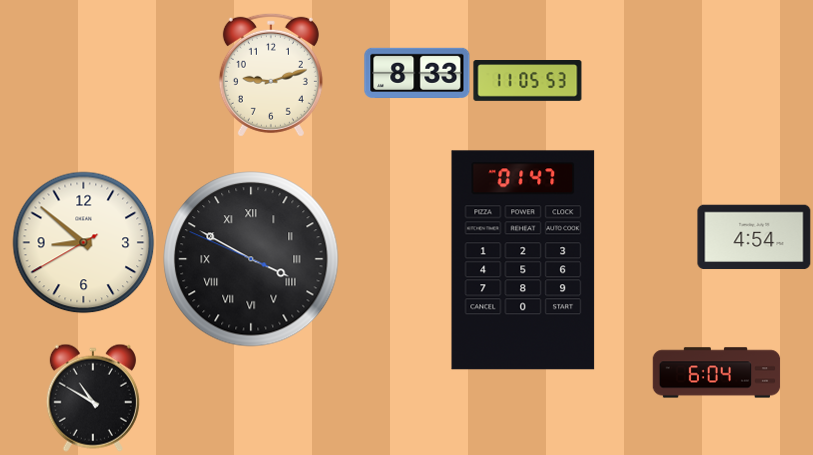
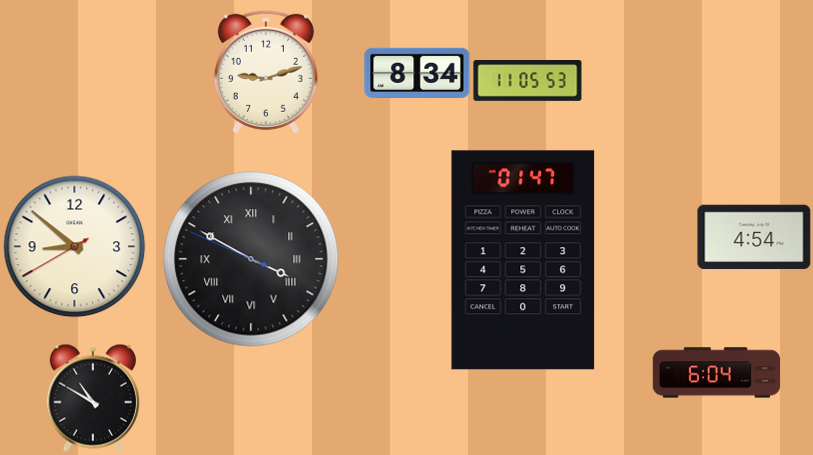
clock at (417, 73): 8:33 -> 8:34
clock at (271, 75) position: (271, 75) -> (266, 72)
clock at (84, 243) position: (84, 243) -> (75, 247)
